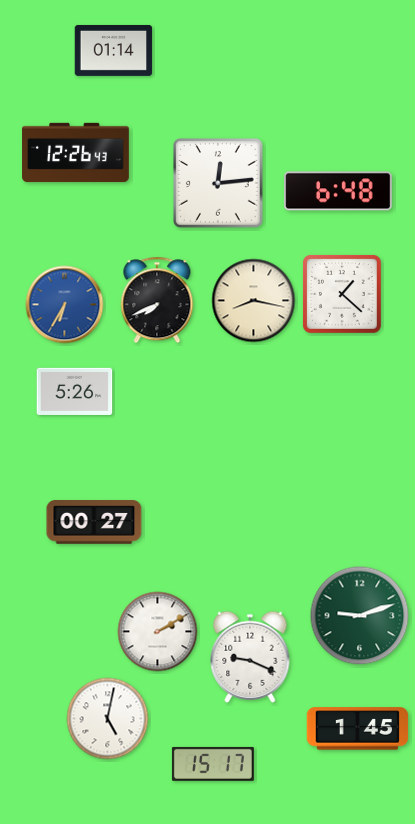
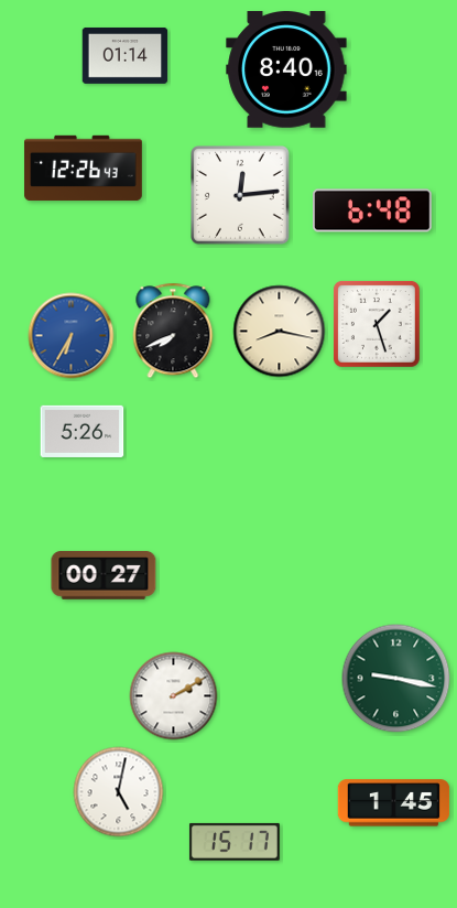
clock at (286, 71): none -> 8:40
clock at (219, 184) position: (219, 184) -> (241, 196)
clock at (343, 294): 1:22 -> 1:27
clock at (360, 616): 9:12 -> 9:17
clock at (250, 657): 9:19 -> none
